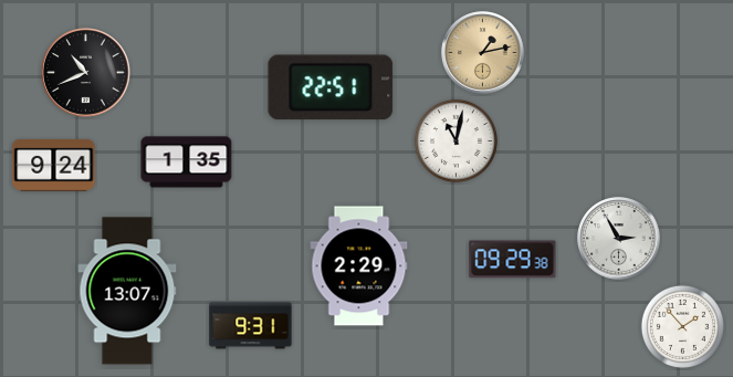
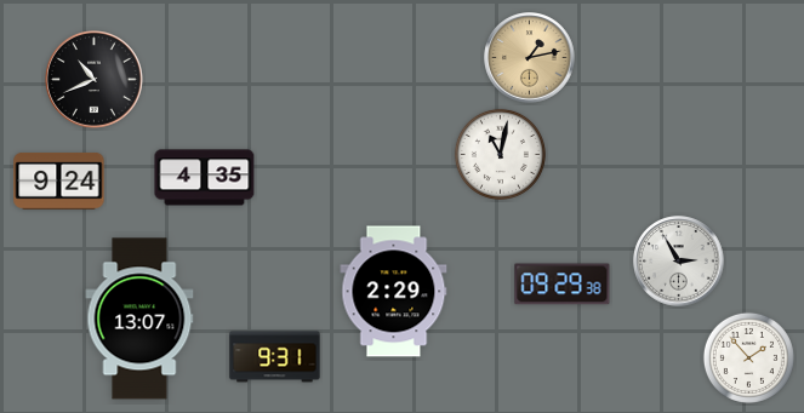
clock at (331, 87): 22:51 -> none
clock at (187, 163): 1:35 -> 4:35
